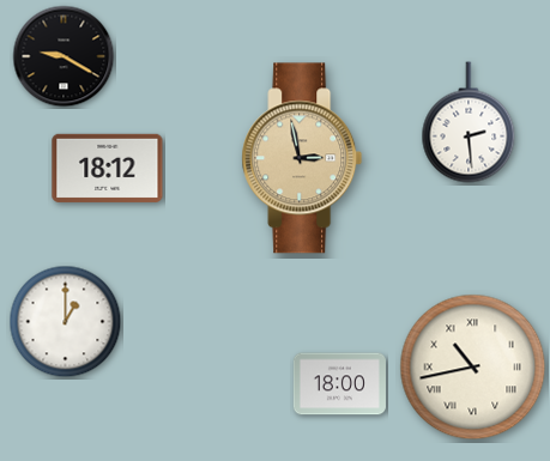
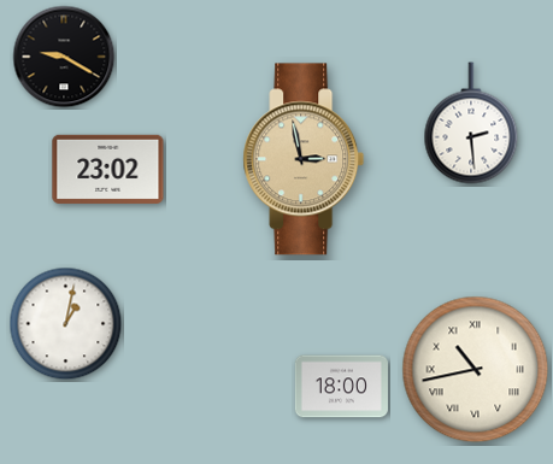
clock at (108, 168): 18:12 -> 23:02
clock at (66, 322): 1:00 -> 1:02
